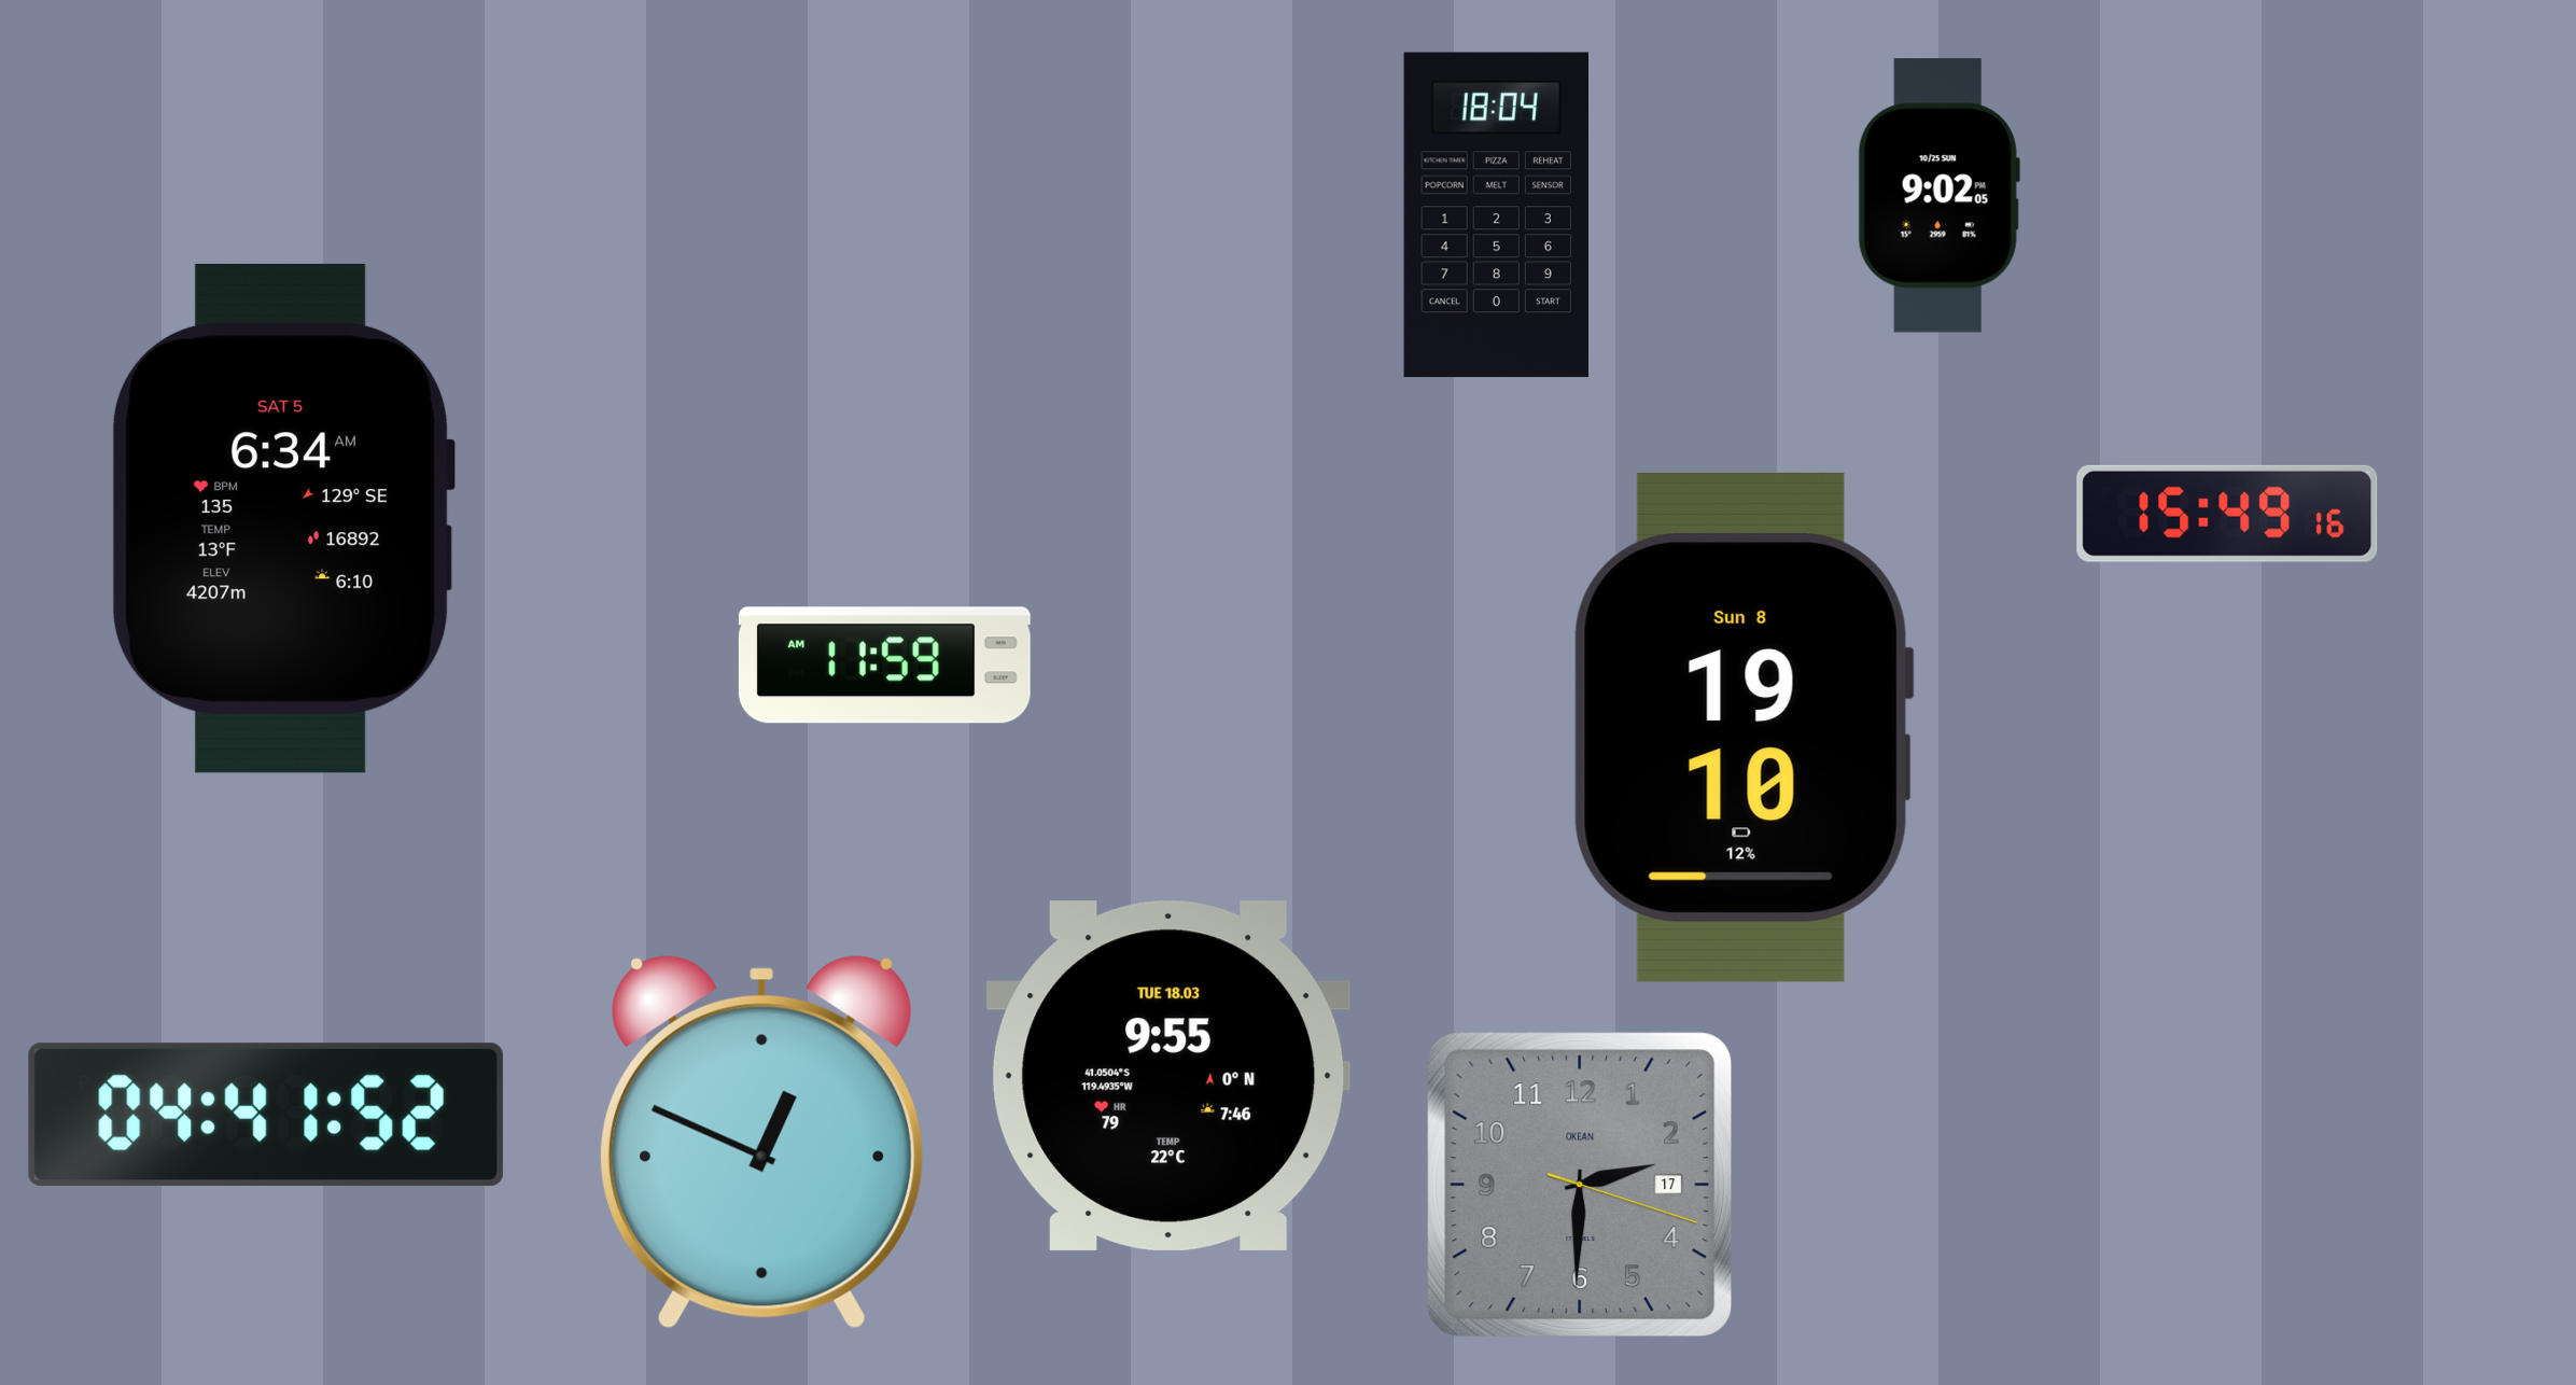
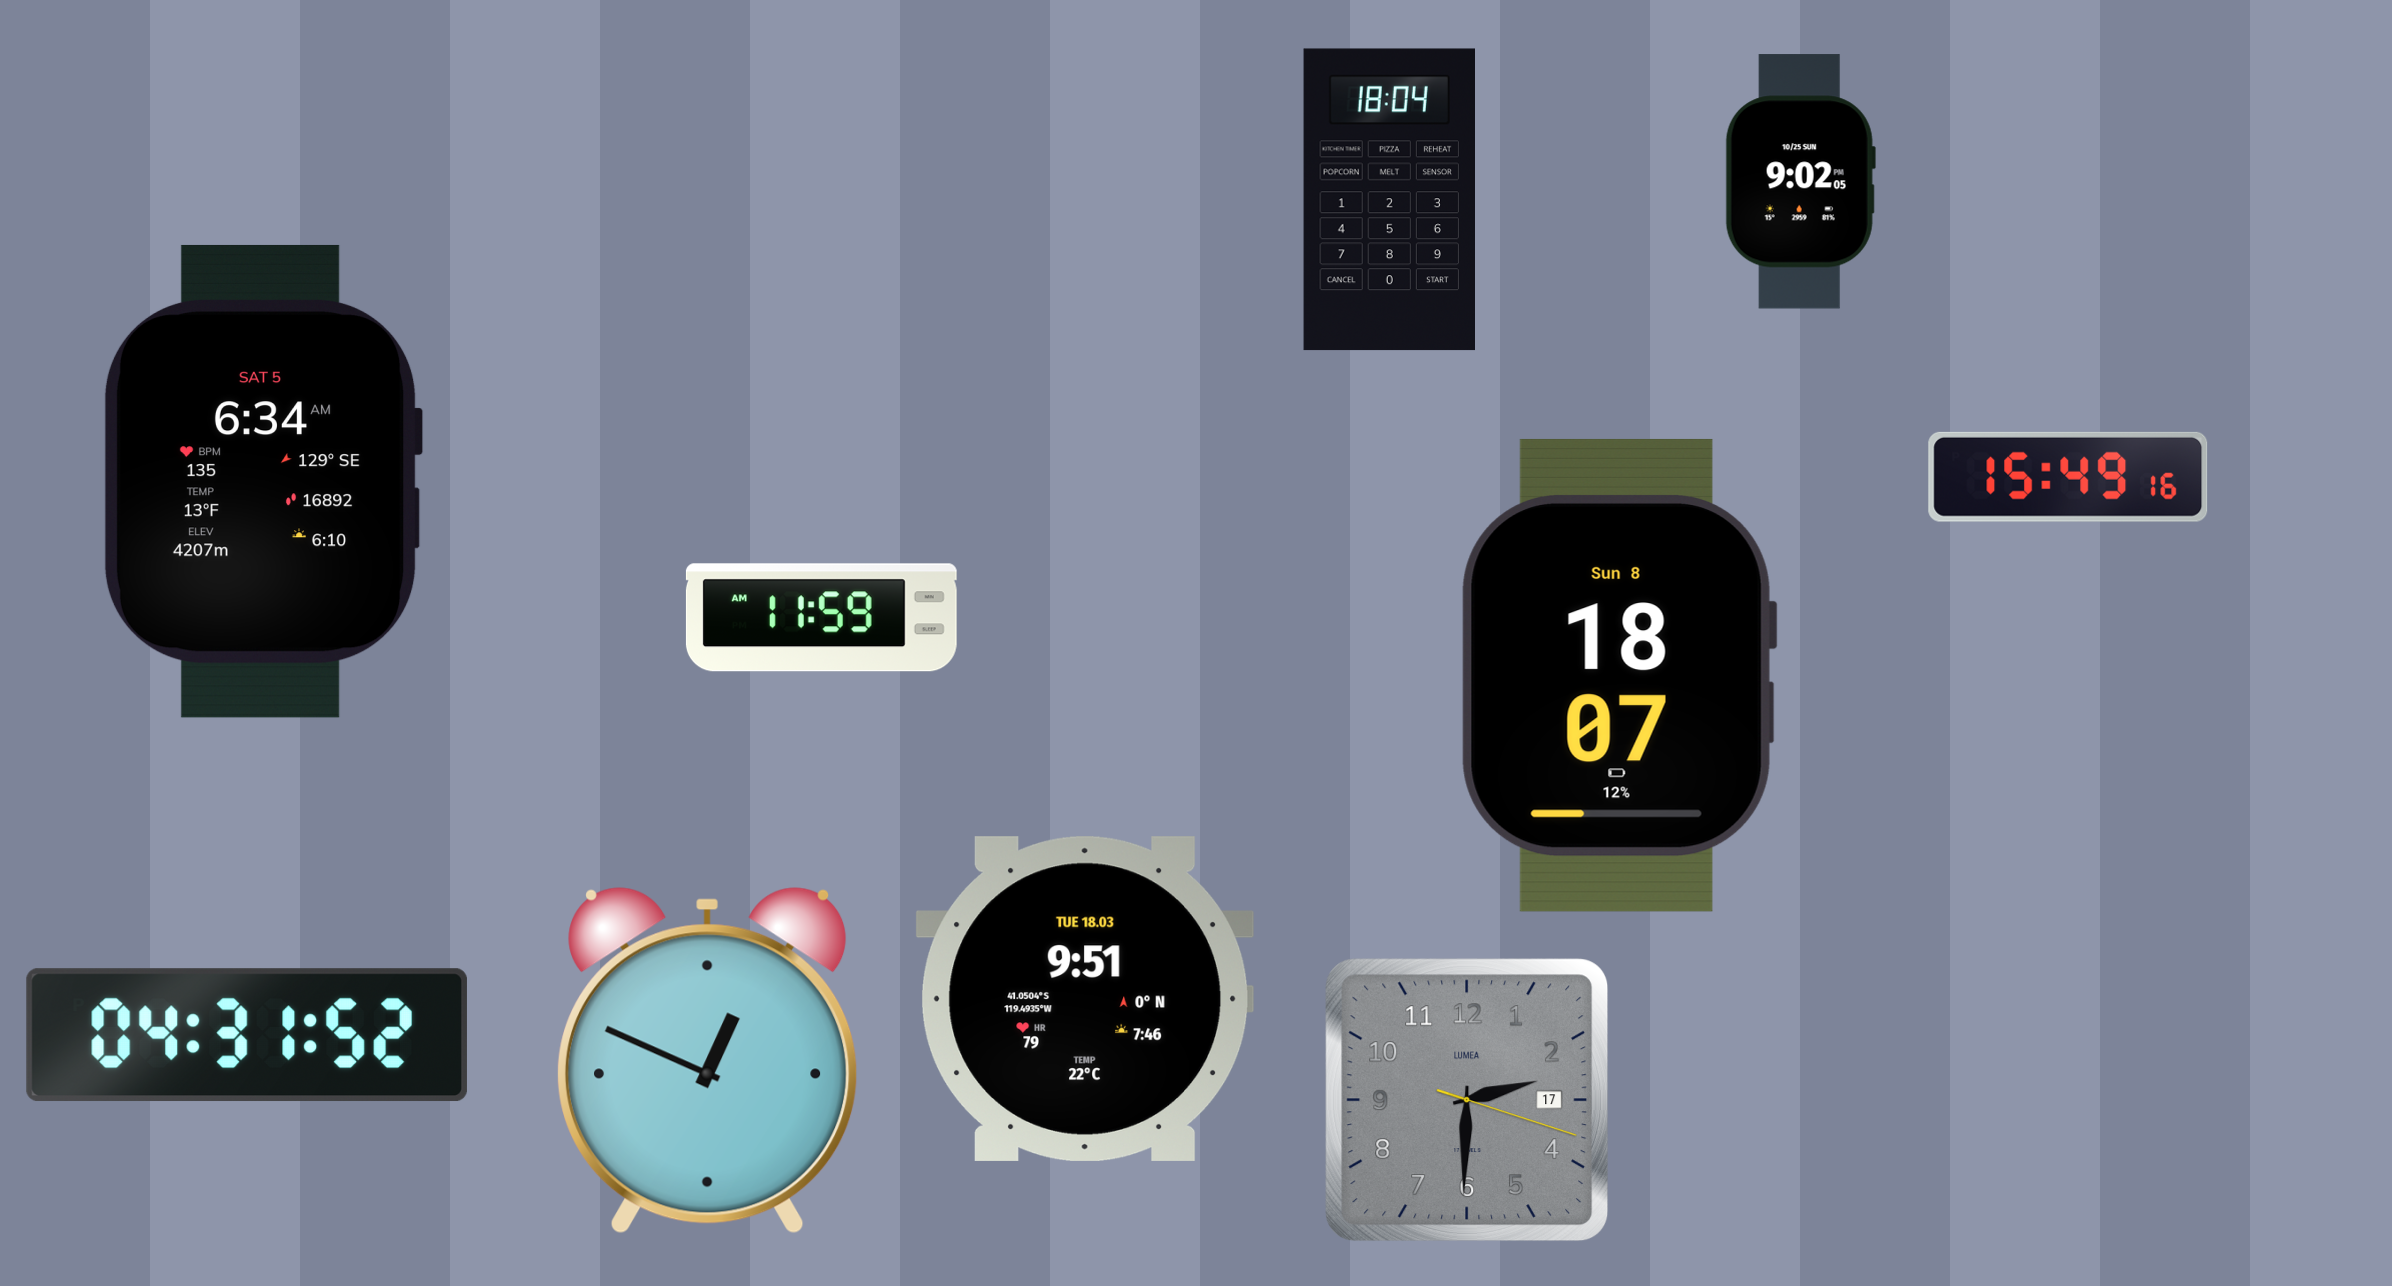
clock at (1744, 727): 19:10 -> 18:07
clock at (1167, 1076): 9:55 -> 9:51
clock at (266, 1115): 04:41 -> 04:31
clock at (1580, 1185) brand: OKEAN -> LUMEA
